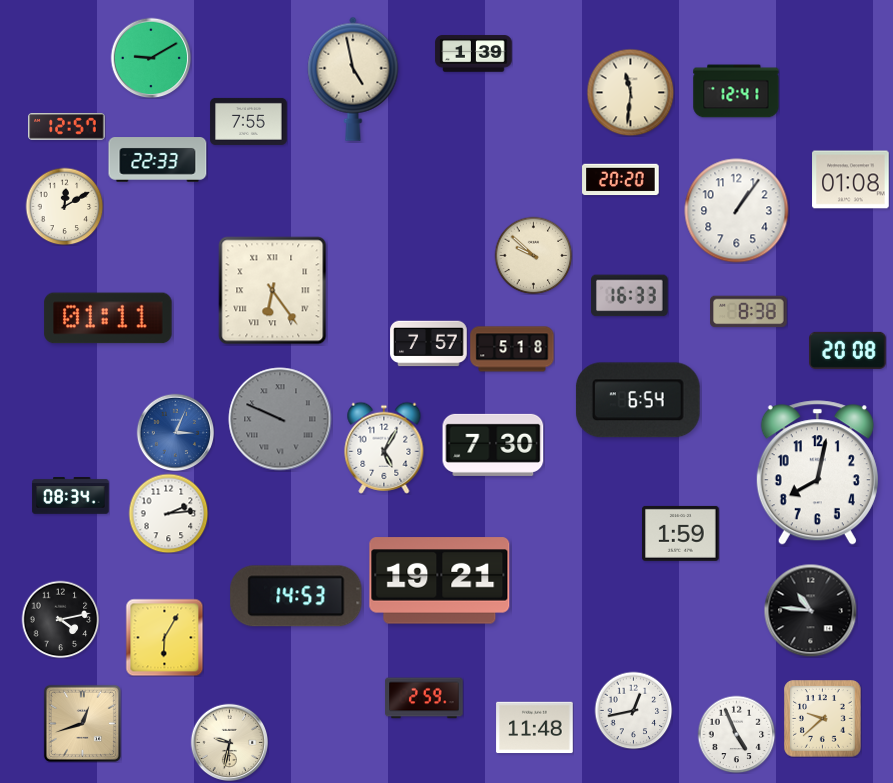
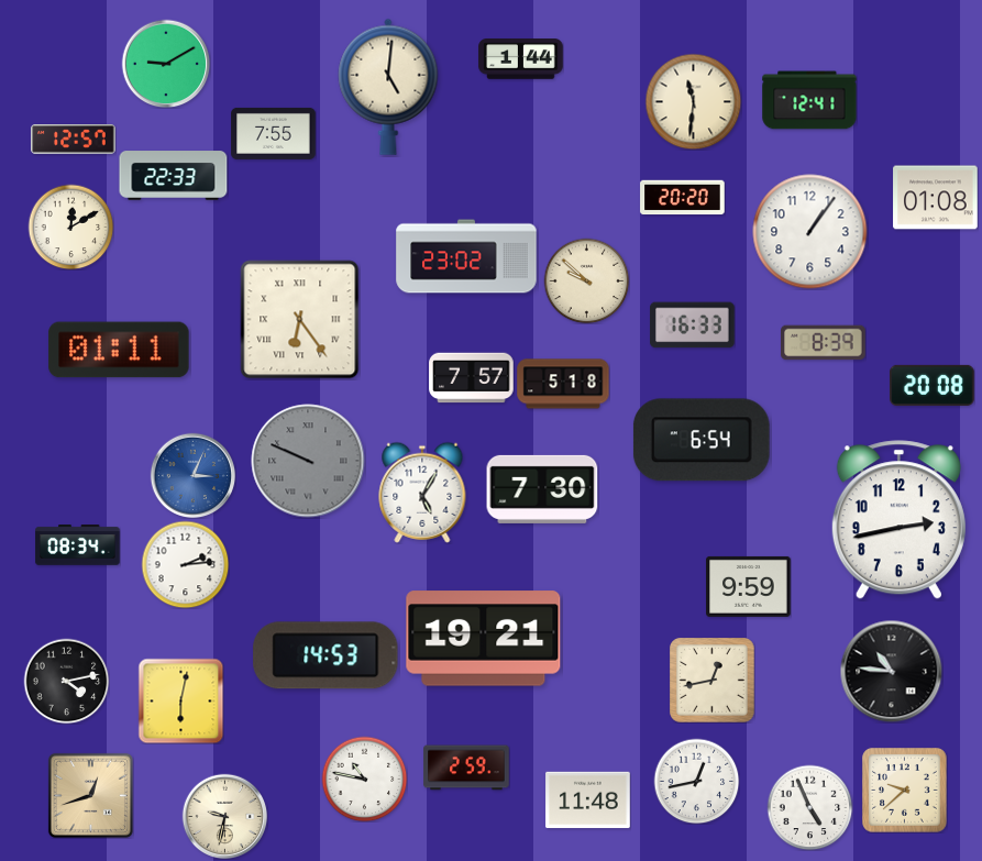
clock at (474, 54): 1:39 -> 1:44
clock at (353, 79): 4:58 -> 5:01
clock at (466, 256): none -> 23:02
clock at (749, 312): 8:38 -> 8:39
clock at (817, 473): 8:02 -> 2:43
clock at (681, 533): 1:59 -> 9:59
clock at (713, 681): none -> 12:43
clock at (164, 637): 6:05 -> 6:02
clock at (364, 779): none -> 10:47
clock at (229, 742) position: (229, 742) -> (224, 816)
